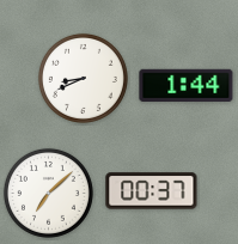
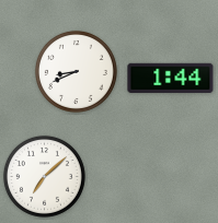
clock at (152, 191): 00:37 -> none
